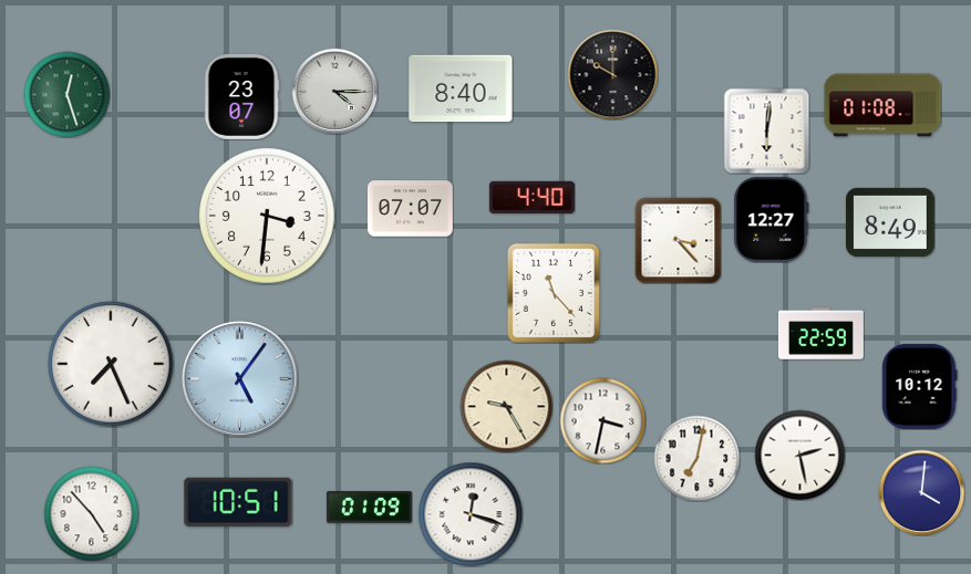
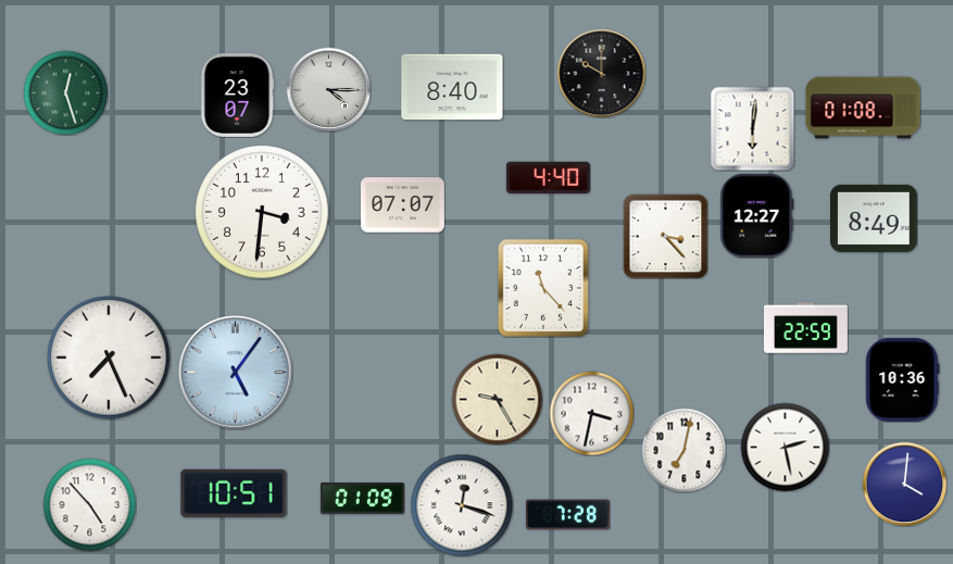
clock at (882, 105) position: (882, 105) -> (863, 108)
clock at (531, 197) position: (531, 197) -> (548, 177)
clock at (920, 386): 10:12 -> 10:36
clock at (567, 515): none -> 7:28
